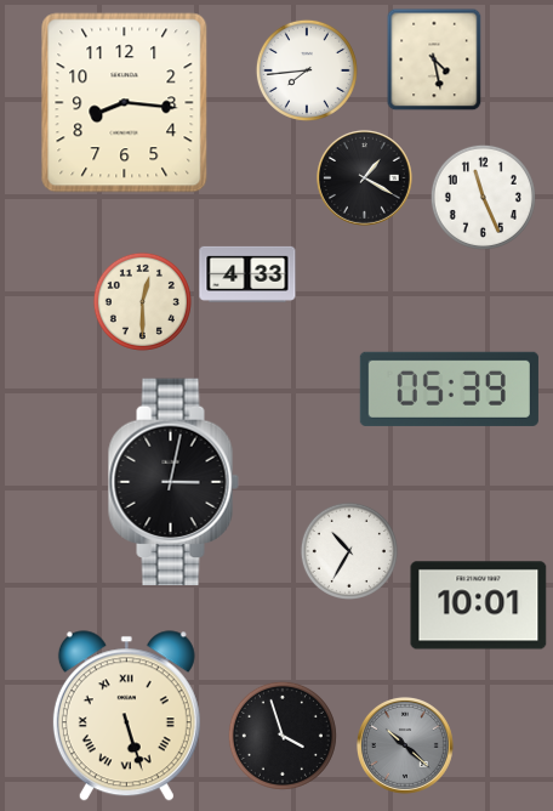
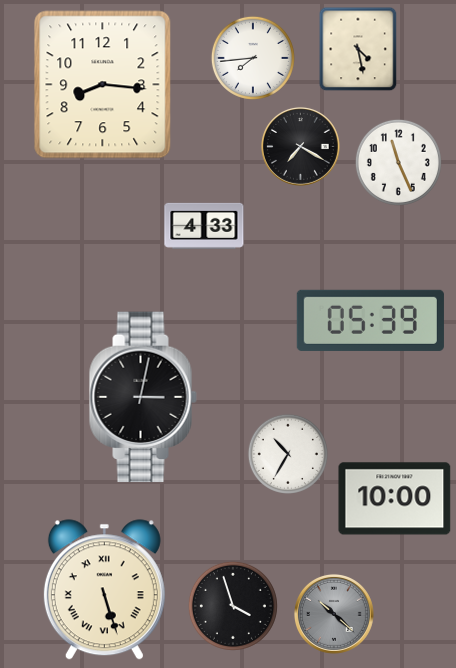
clock at (364, 177): 1:20 -> 7:20
clock at (142, 301): 12:30 -> none
clock at (479, 606): 10:01 -> 10:00
